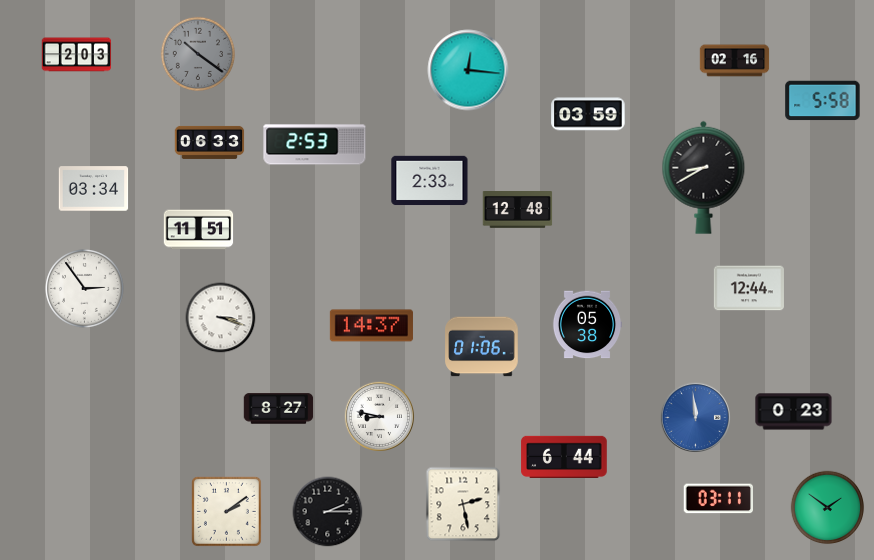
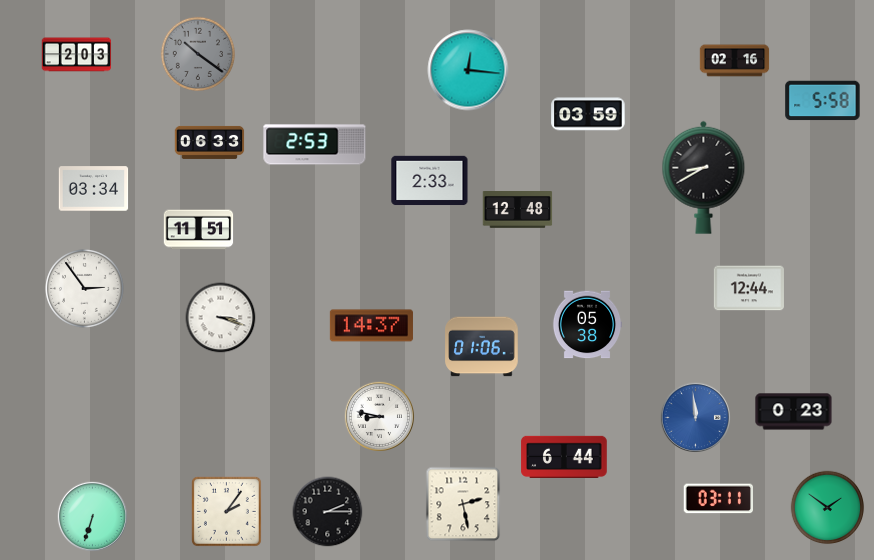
clock at (279, 409): 8:27 -> none
clock at (226, 511): 2:09 -> 2:06
clock at (92, 516): none -> 6:33
